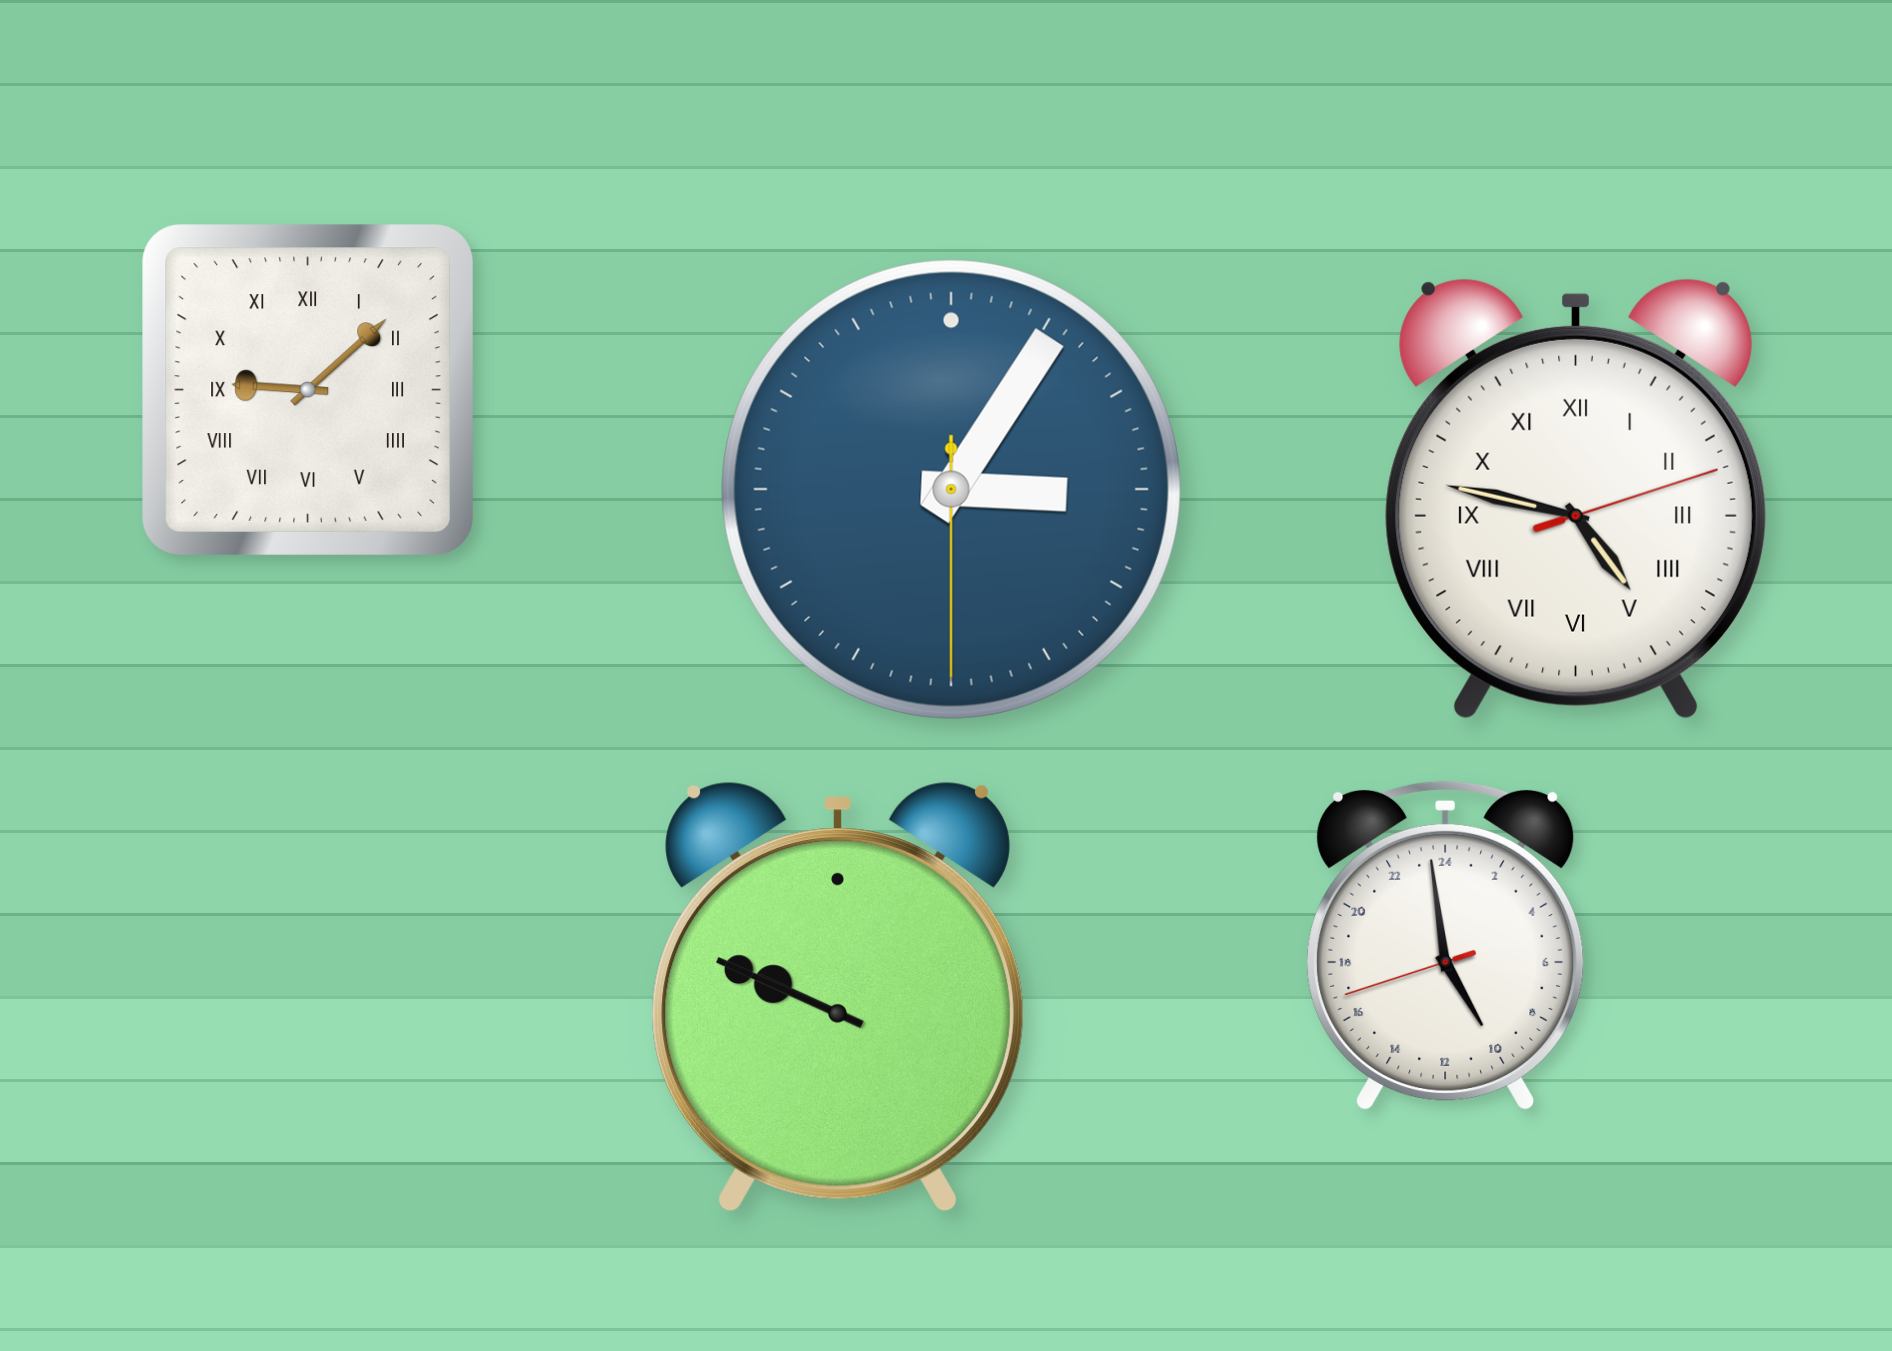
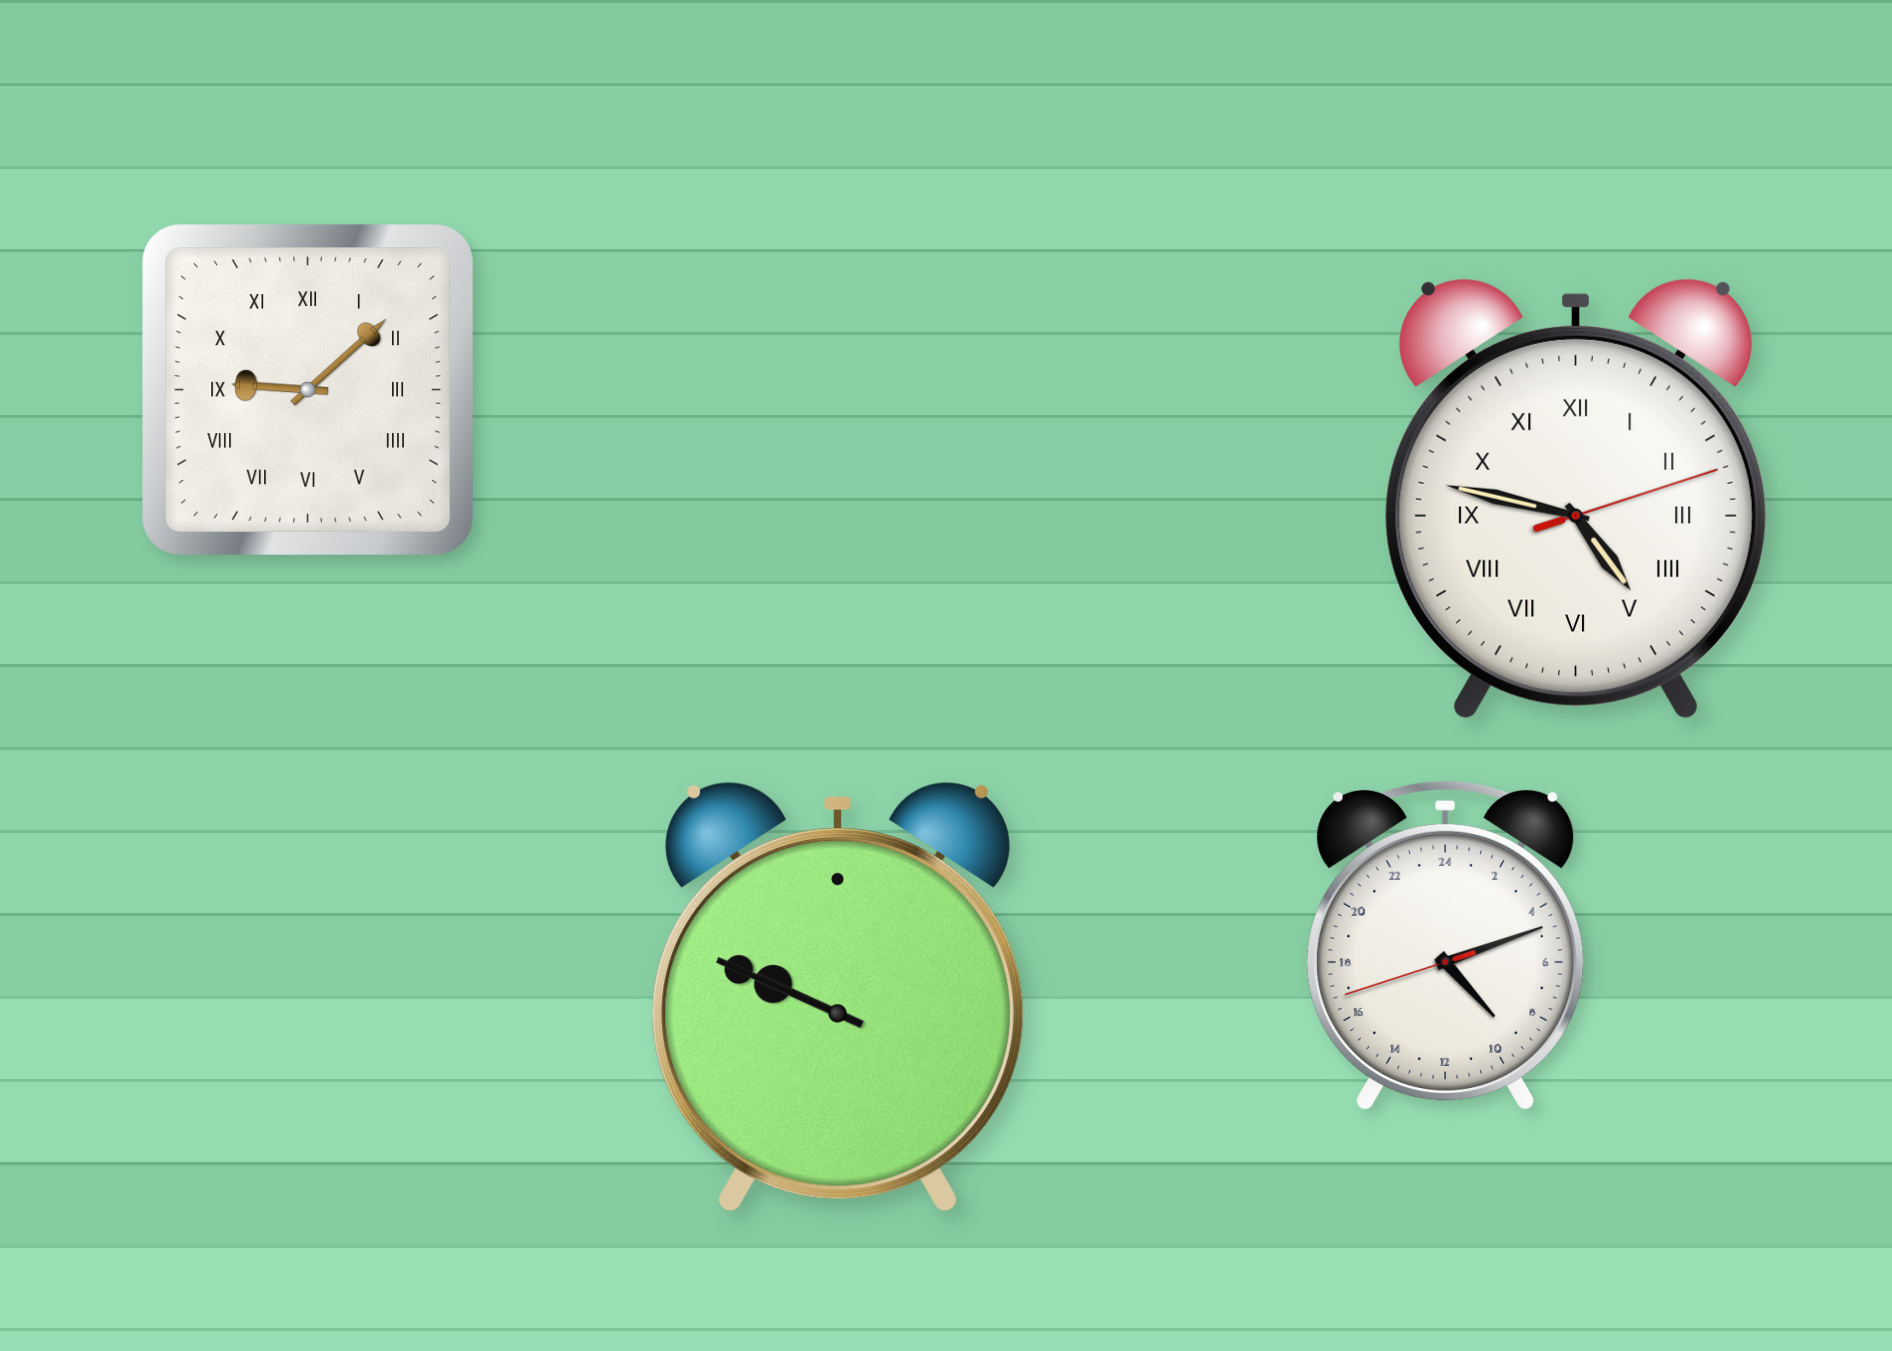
clock at (951, 489): 3:05 -> none
clock at (1446, 945): 9:58 -> 9:11
